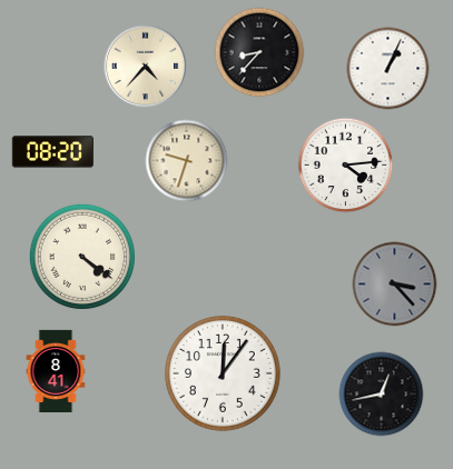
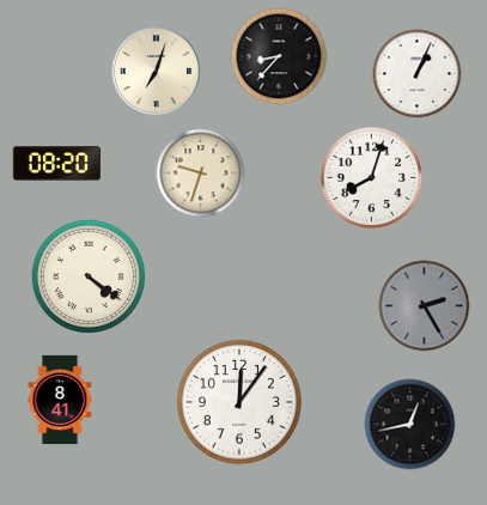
clock at (146, 67): 4:37 -> 7:03
clock at (346, 166): 4:14 -> 8:03
clock at (395, 285): 3:23 -> 2:25
